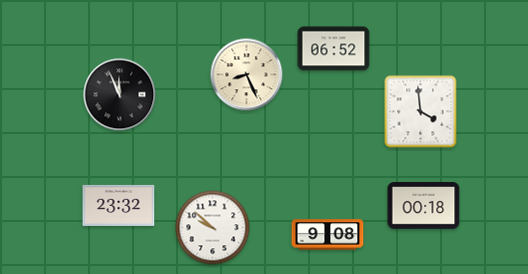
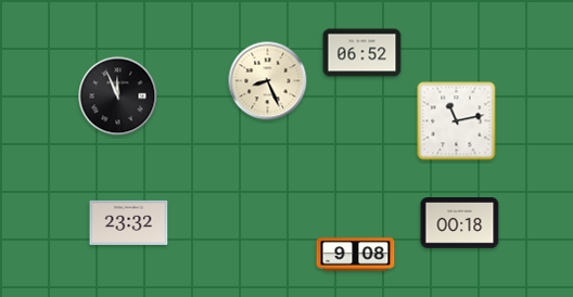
clock at (120, 95) position: (120, 95) -> (118, 96)
clock at (421, 112): 3:59 -> 11:13
clock at (213, 228): 9:52 -> none
